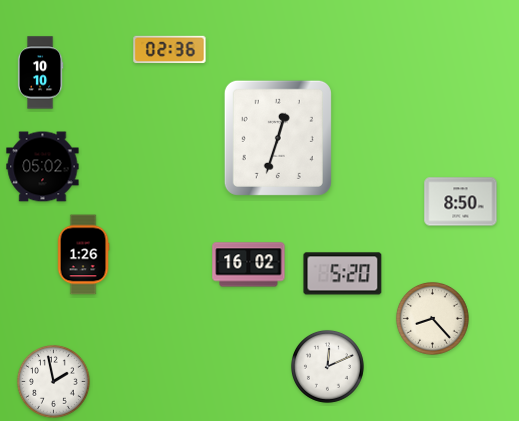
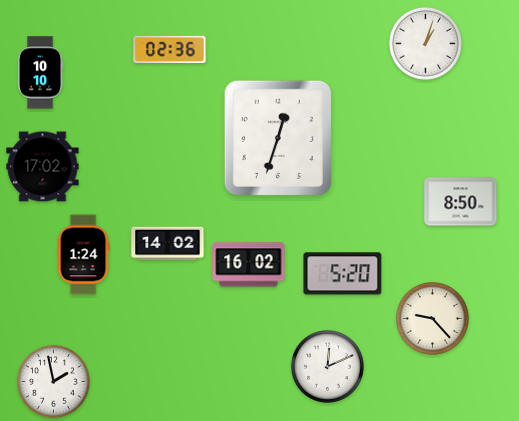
clock at (425, 43): none -> 1:03
clock at (43, 167): 05:02 -> 17:02
clock at (168, 244): none -> 14:02
clock at (83, 255): 1:26 -> 1:24
clock at (432, 318): 8:23 -> 9:23
